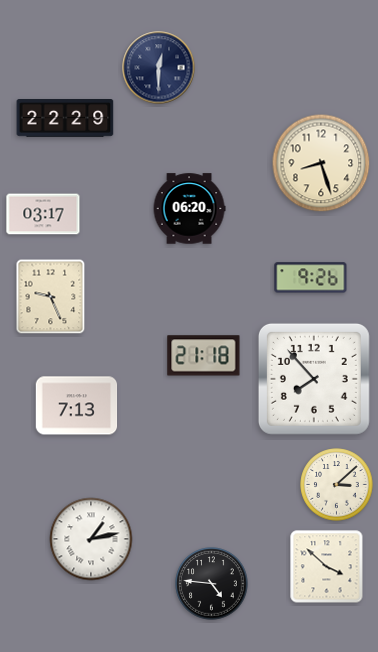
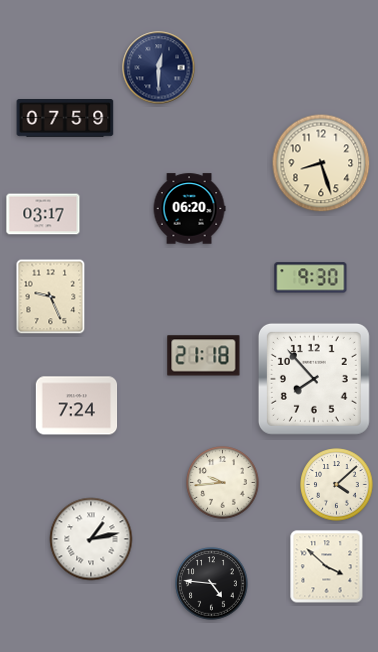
clock at (65, 119): 22:29 -> 07:59
clock at (311, 278): 9:26 -> 9:30
clock at (77, 406): 7:13 -> 7:24
clock at (223, 483): none -> 9:44
clock at (337, 485): 3:08 -> 4:08
